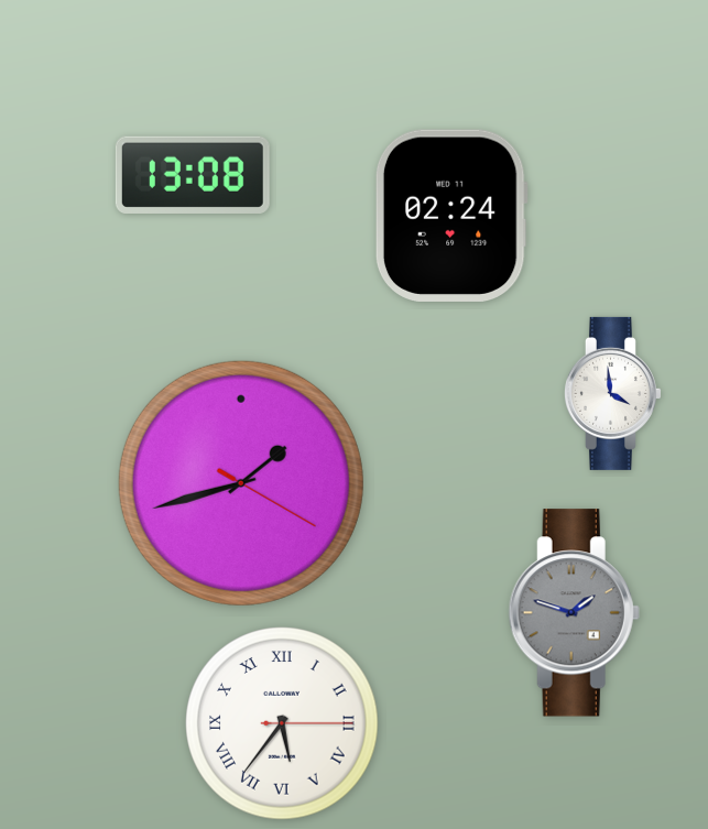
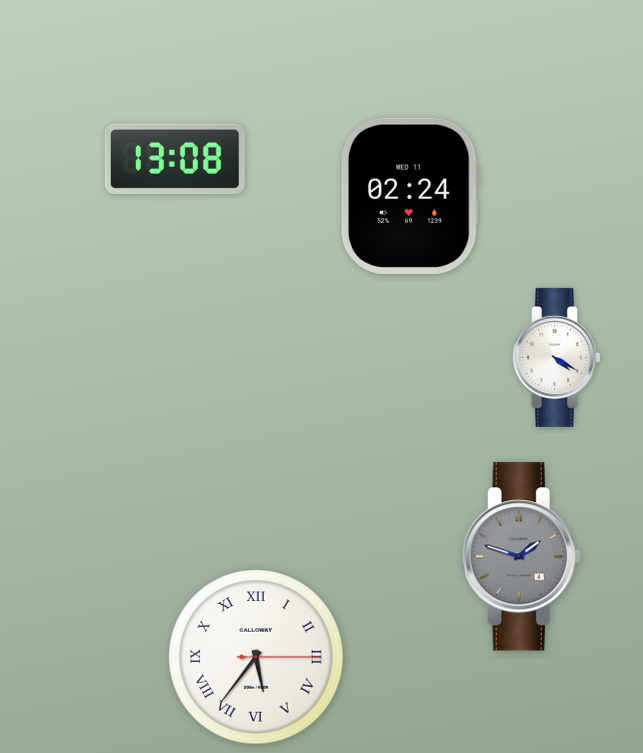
clock at (612, 393): 3:59 -> 4:20
clock at (241, 483): 1:42 -> none
